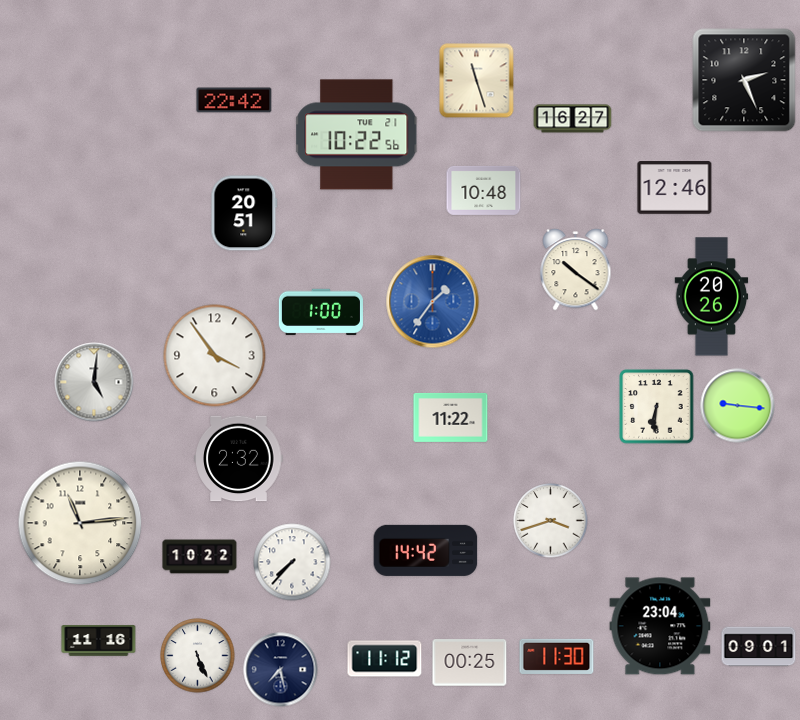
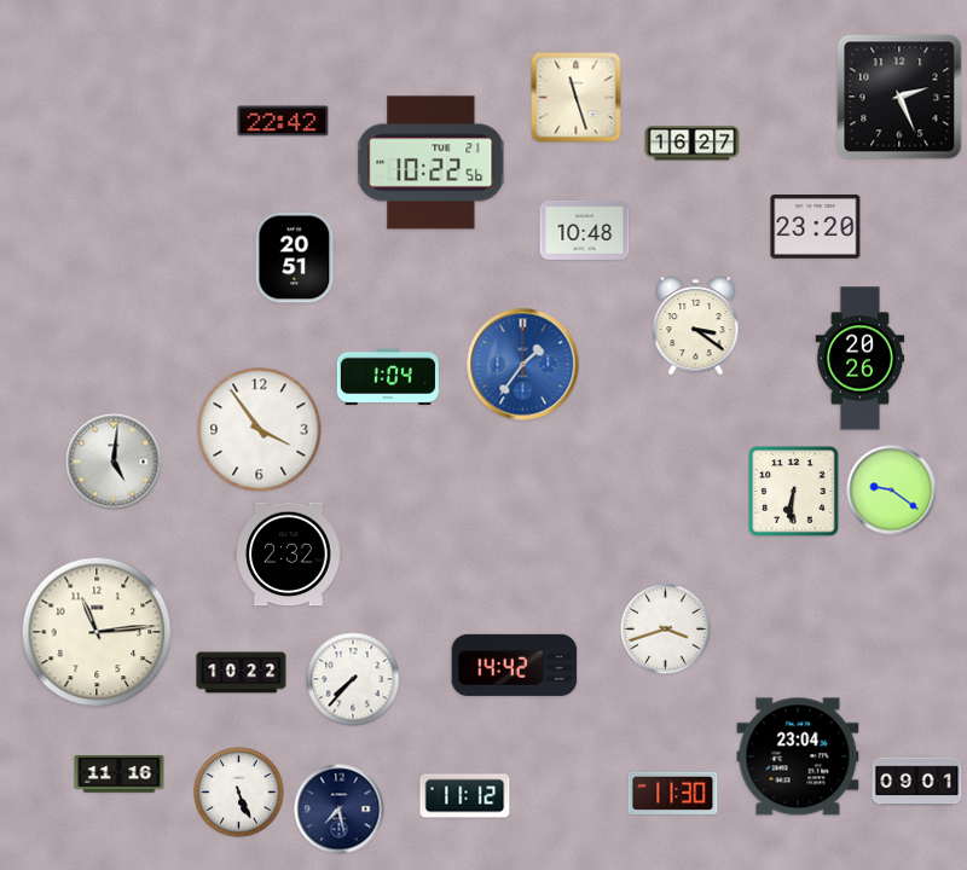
clock at (675, 188): 12:46 -> 23:20
clock at (576, 270): 10:21 -> 3:21
clock at (321, 311): 1:00 -> 1:04
clock at (738, 406): 9:16 -> 9:21
clock at (451, 417): 11:22 -> none
clock at (470, 663): 00:25 -> none
